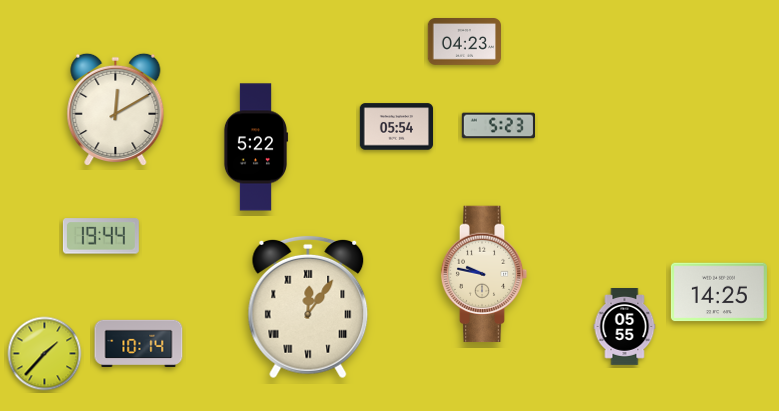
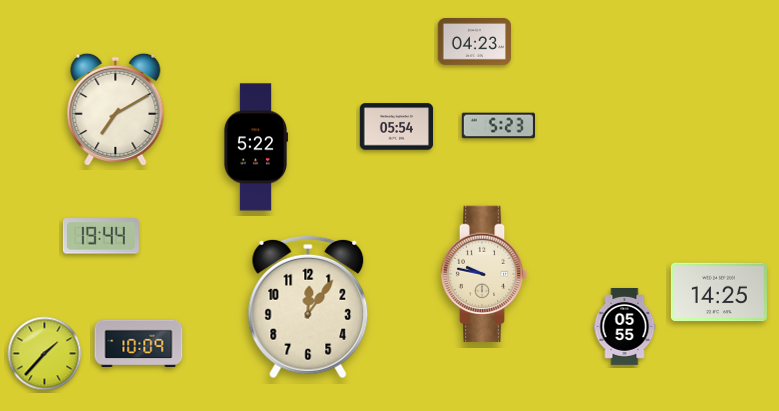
clock at (464, 42) position: (464, 42) -> (474, 42)
clock at (116, 109): 12:10 -> 7:10
clock at (308, 307) numerals: Roman -> Arabic
clock at (139, 343): 10:14 -> 10:09
